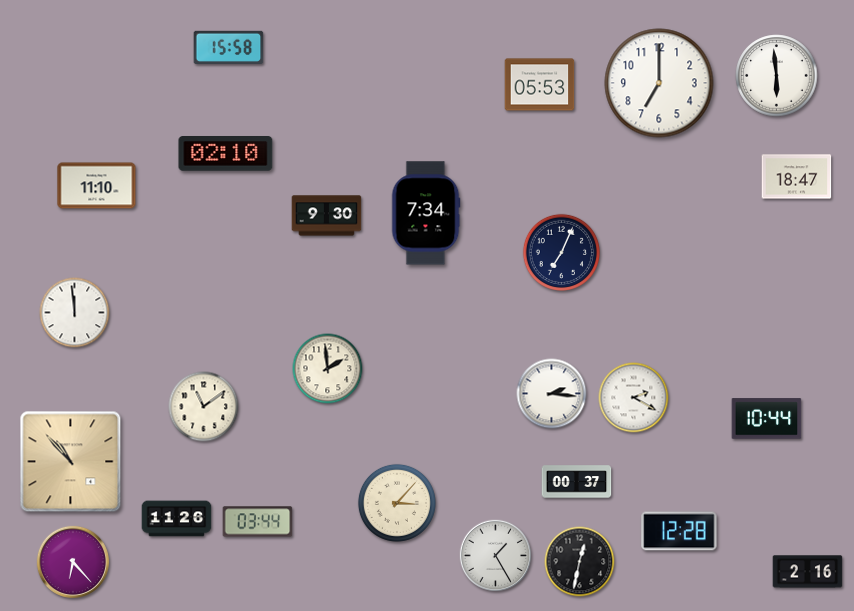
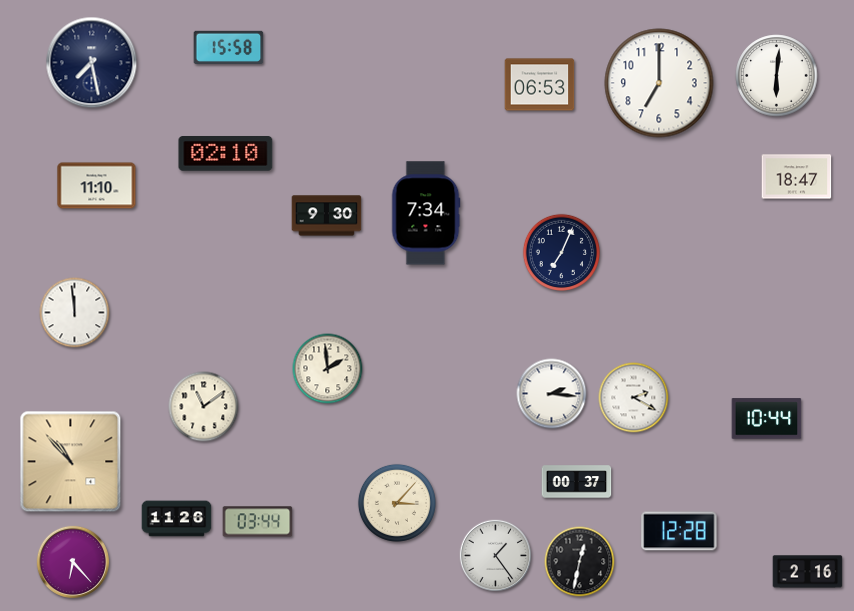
clock at (92, 63): none -> 7:28
clock at (777, 76): 5:59 -> 6:01
clock at (540, 85): 05:53 -> 06:53
clock at (496, 556): 1:25 -> 1:24
